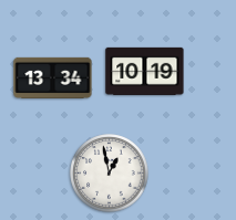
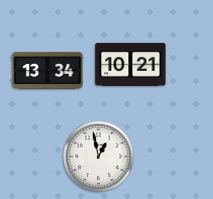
clock at (145, 71): 10:19 -> 10:21
